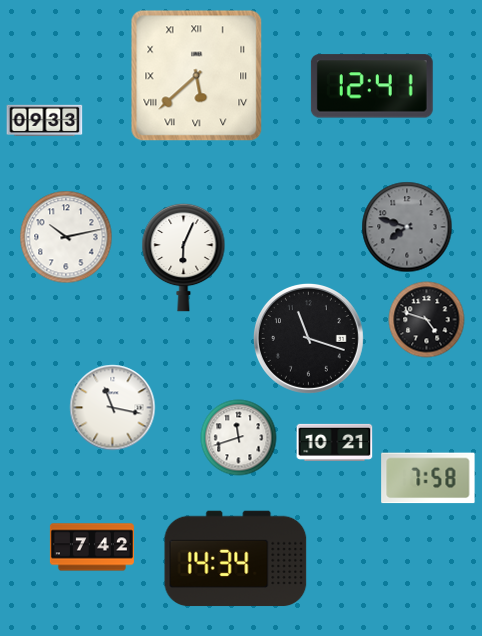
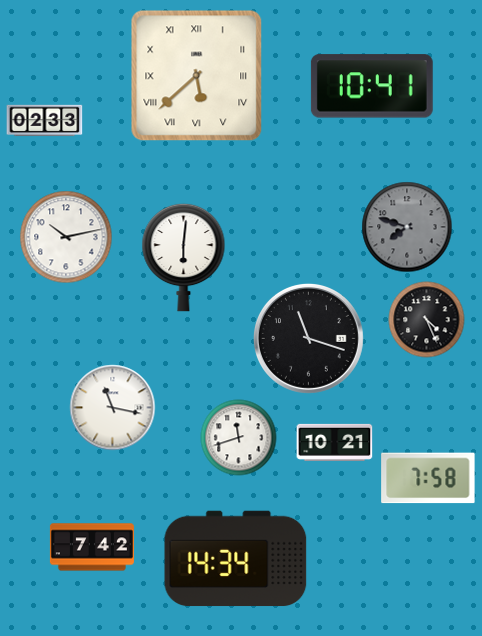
clock at (372, 86): 12:41 -> 10:41
clock at (45, 121): 09:33 -> 02:33
clock at (184, 257): 6:04 -> 6:01
clock at (427, 320): 4:48 -> 4:26
